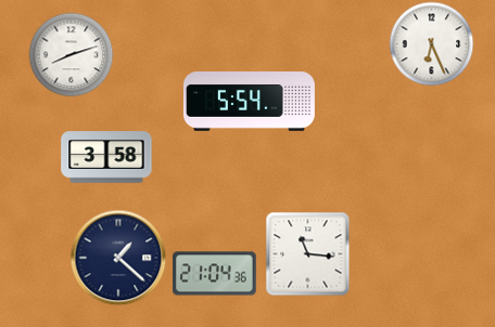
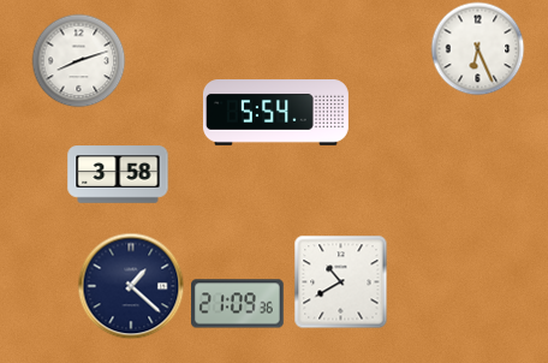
clock at (307, 253): 11:16 -> 10:40
clock at (215, 274): 21:04 -> 21:09
